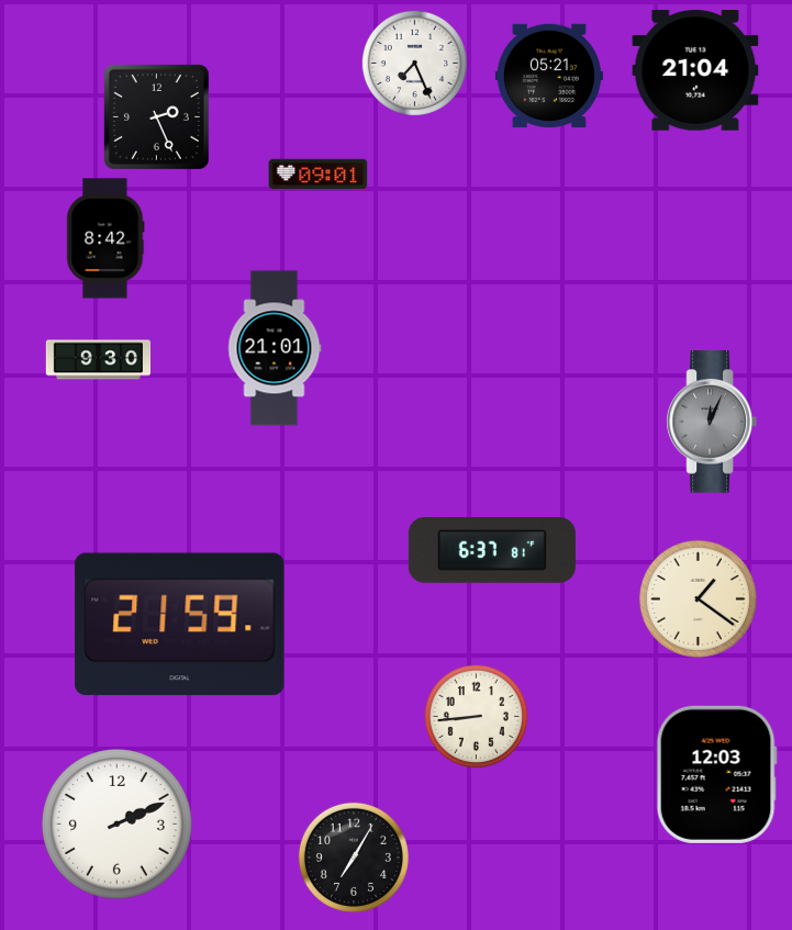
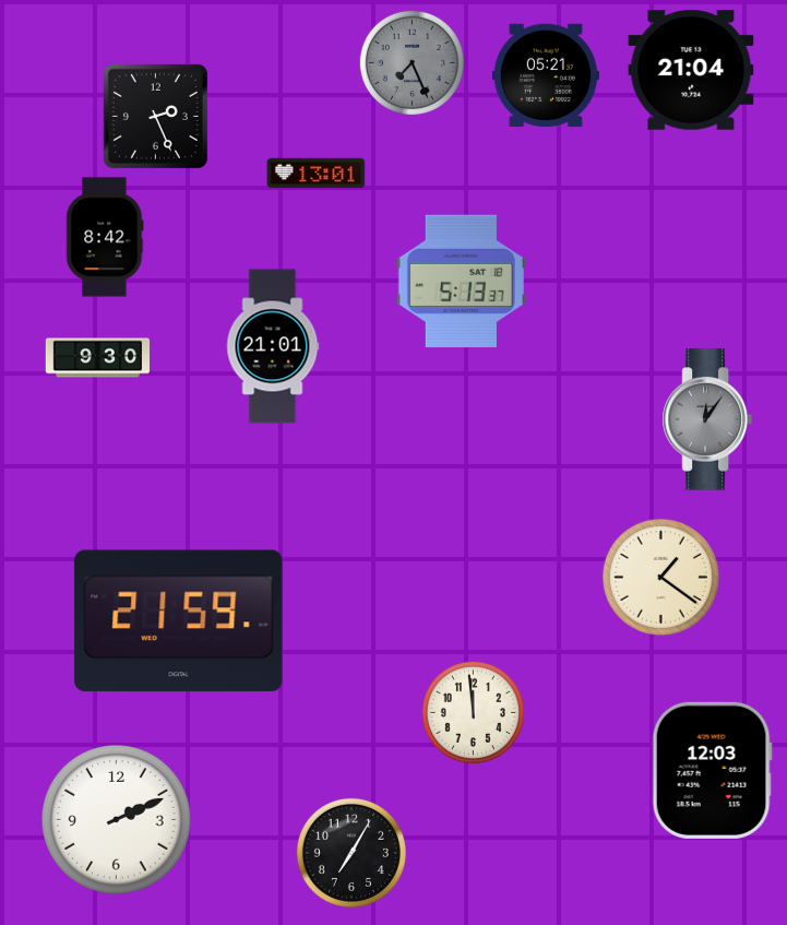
clock at (414, 63) dial: white -> grey
clock at (319, 175): 09:01 -> 13:01
clock at (461, 281): none -> 5:13
clock at (711, 423): 12:04 -> 12:06
clock at (492, 550): 6:37 -> none
clock at (698, 598) position: (698, 598) -> (660, 577)
clock at (476, 716): 8:44 -> 11:59
